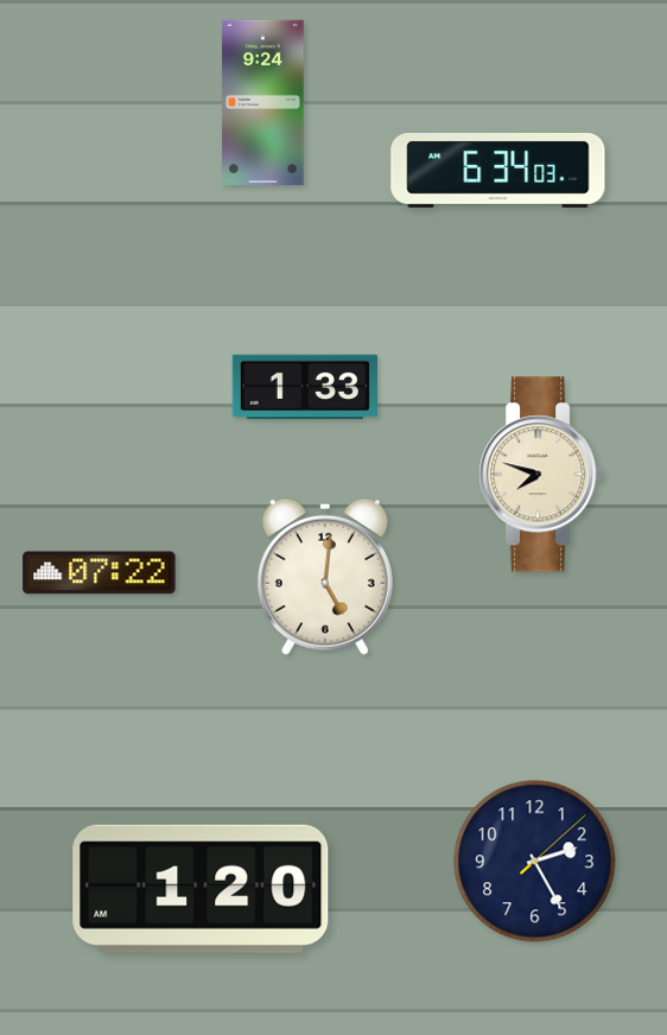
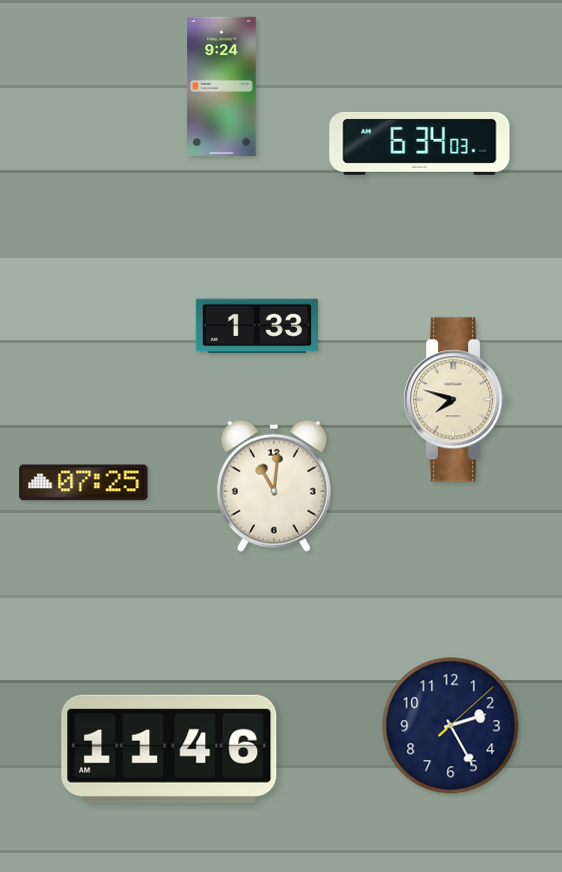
clock at (100, 573): 07:22 -> 07:25
clock at (325, 577): 5:01 -> 11:01
clock at (201, 889): 1:20 -> 11:46
